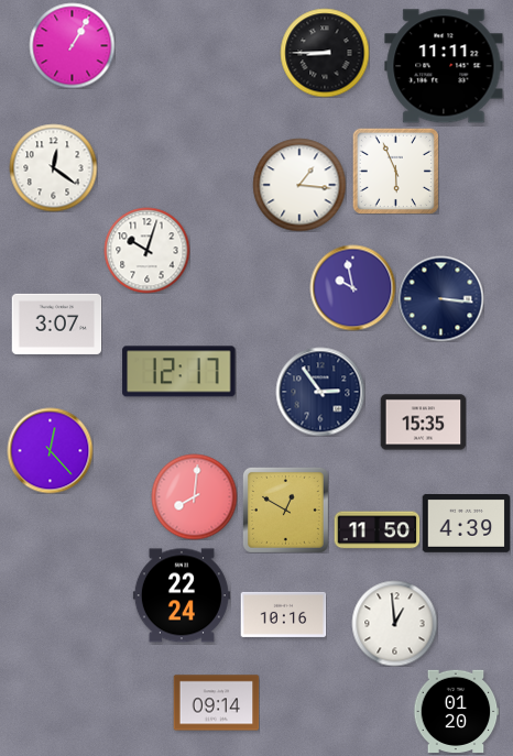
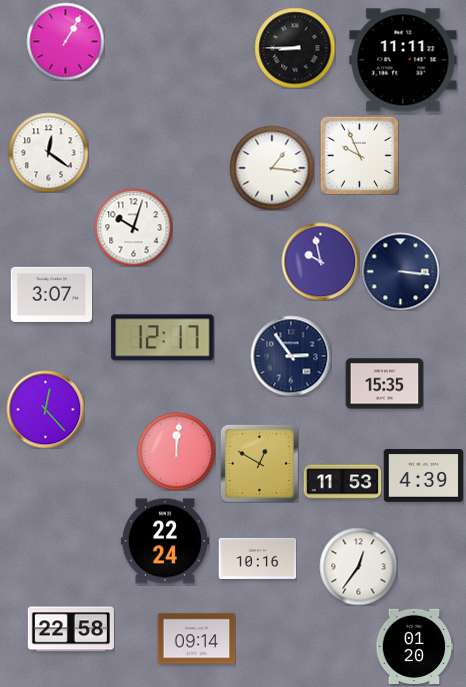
clock at (395, 171): 5:56 -> 9:56
clock at (194, 496): 8:01 -> 12:01
clock at (376, 530): 11:50 -> 11:53
clock at (394, 623): 12:59 -> 12:36
clock at (71, 629): none -> 22:58
